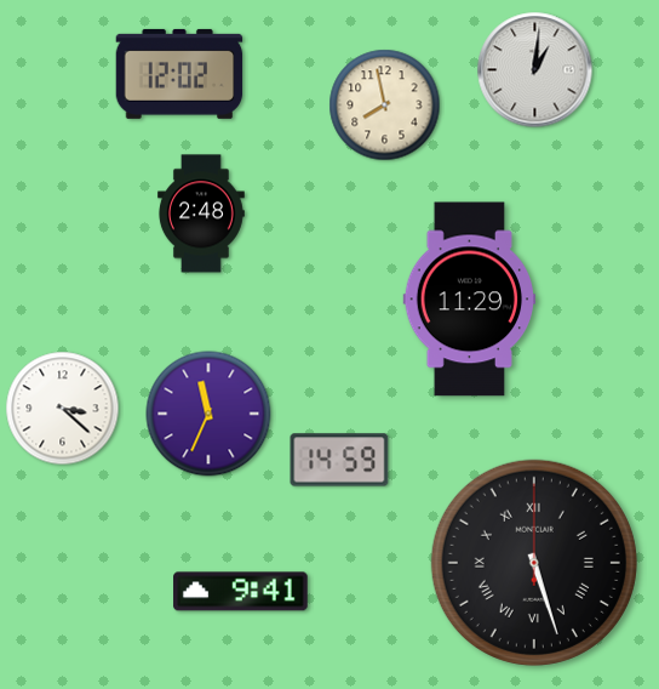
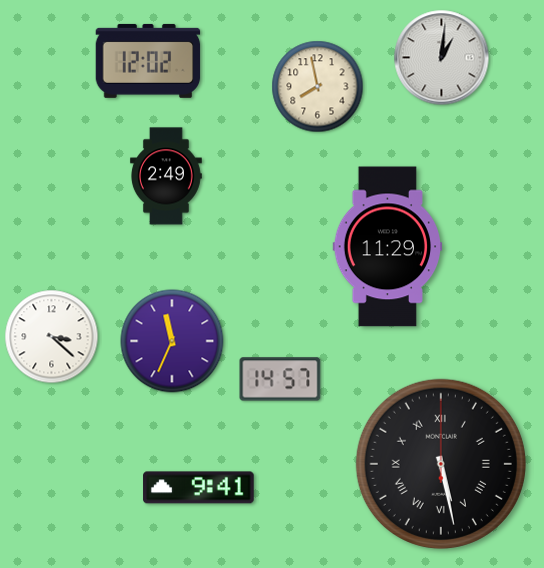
clock at (201, 213): 2:48 -> 2:49
clock at (339, 460): 14:59 -> 14:57
clock at (534, 563): 5:27 -> 5:28
